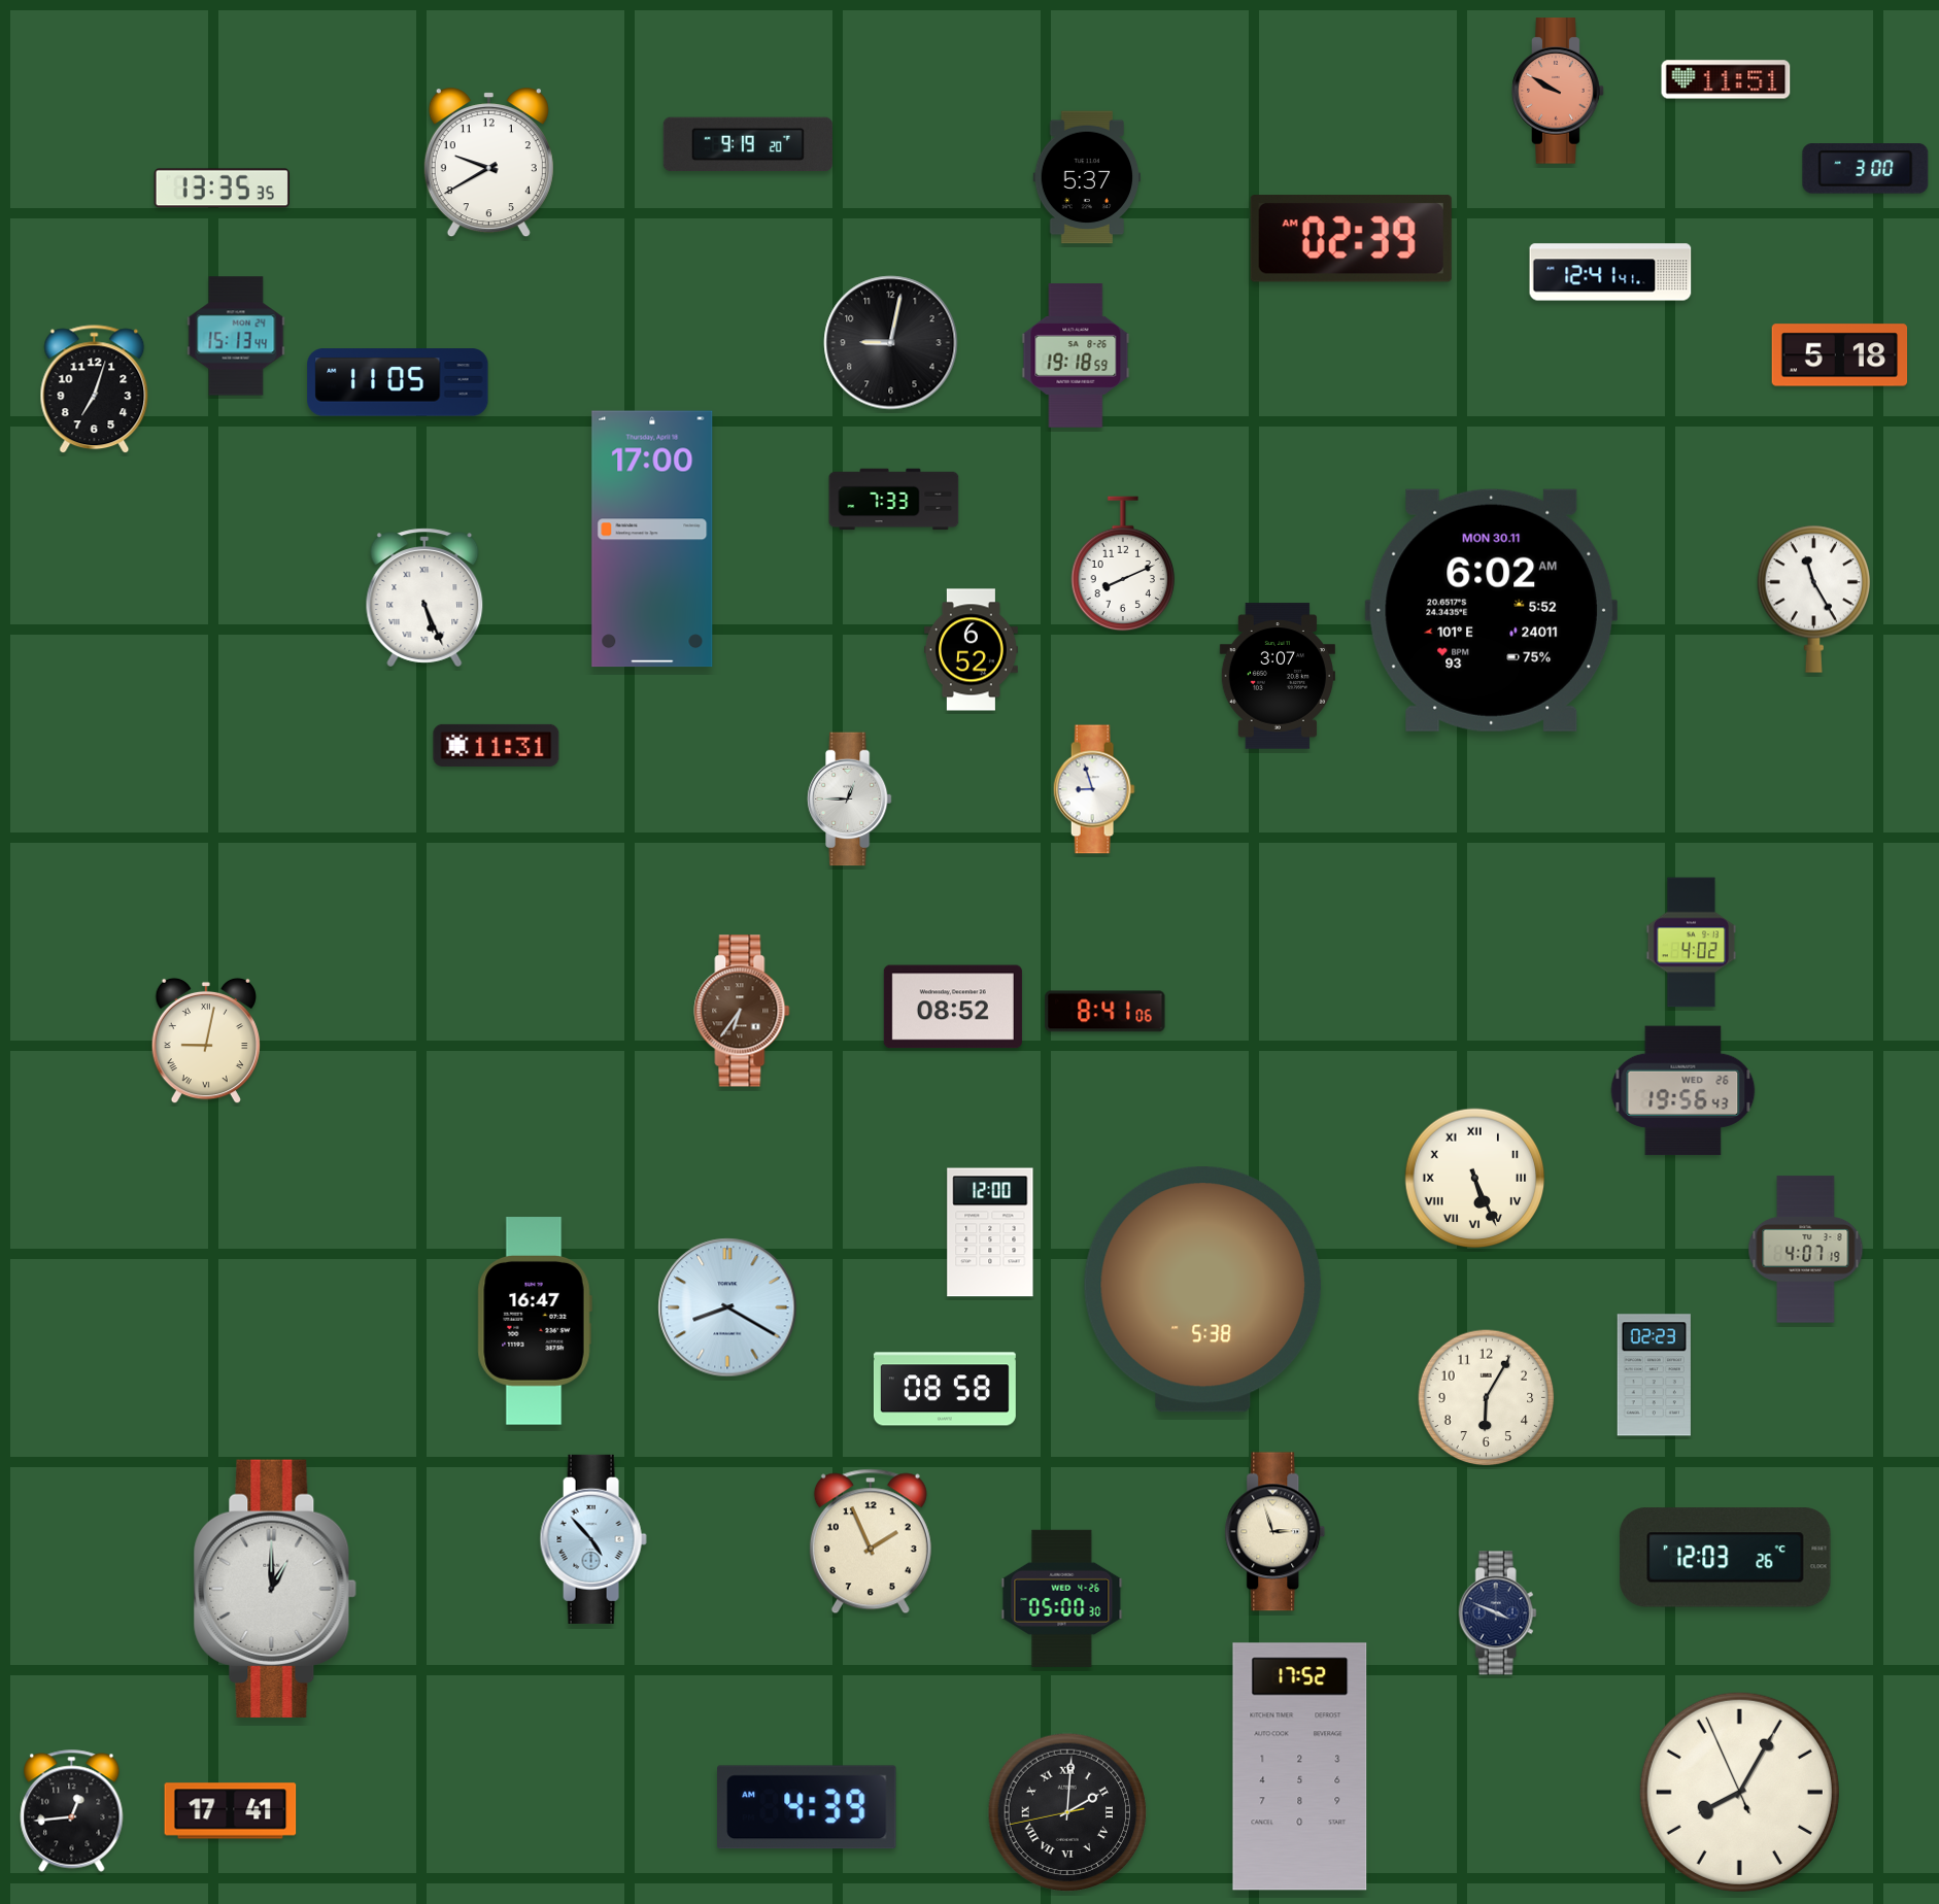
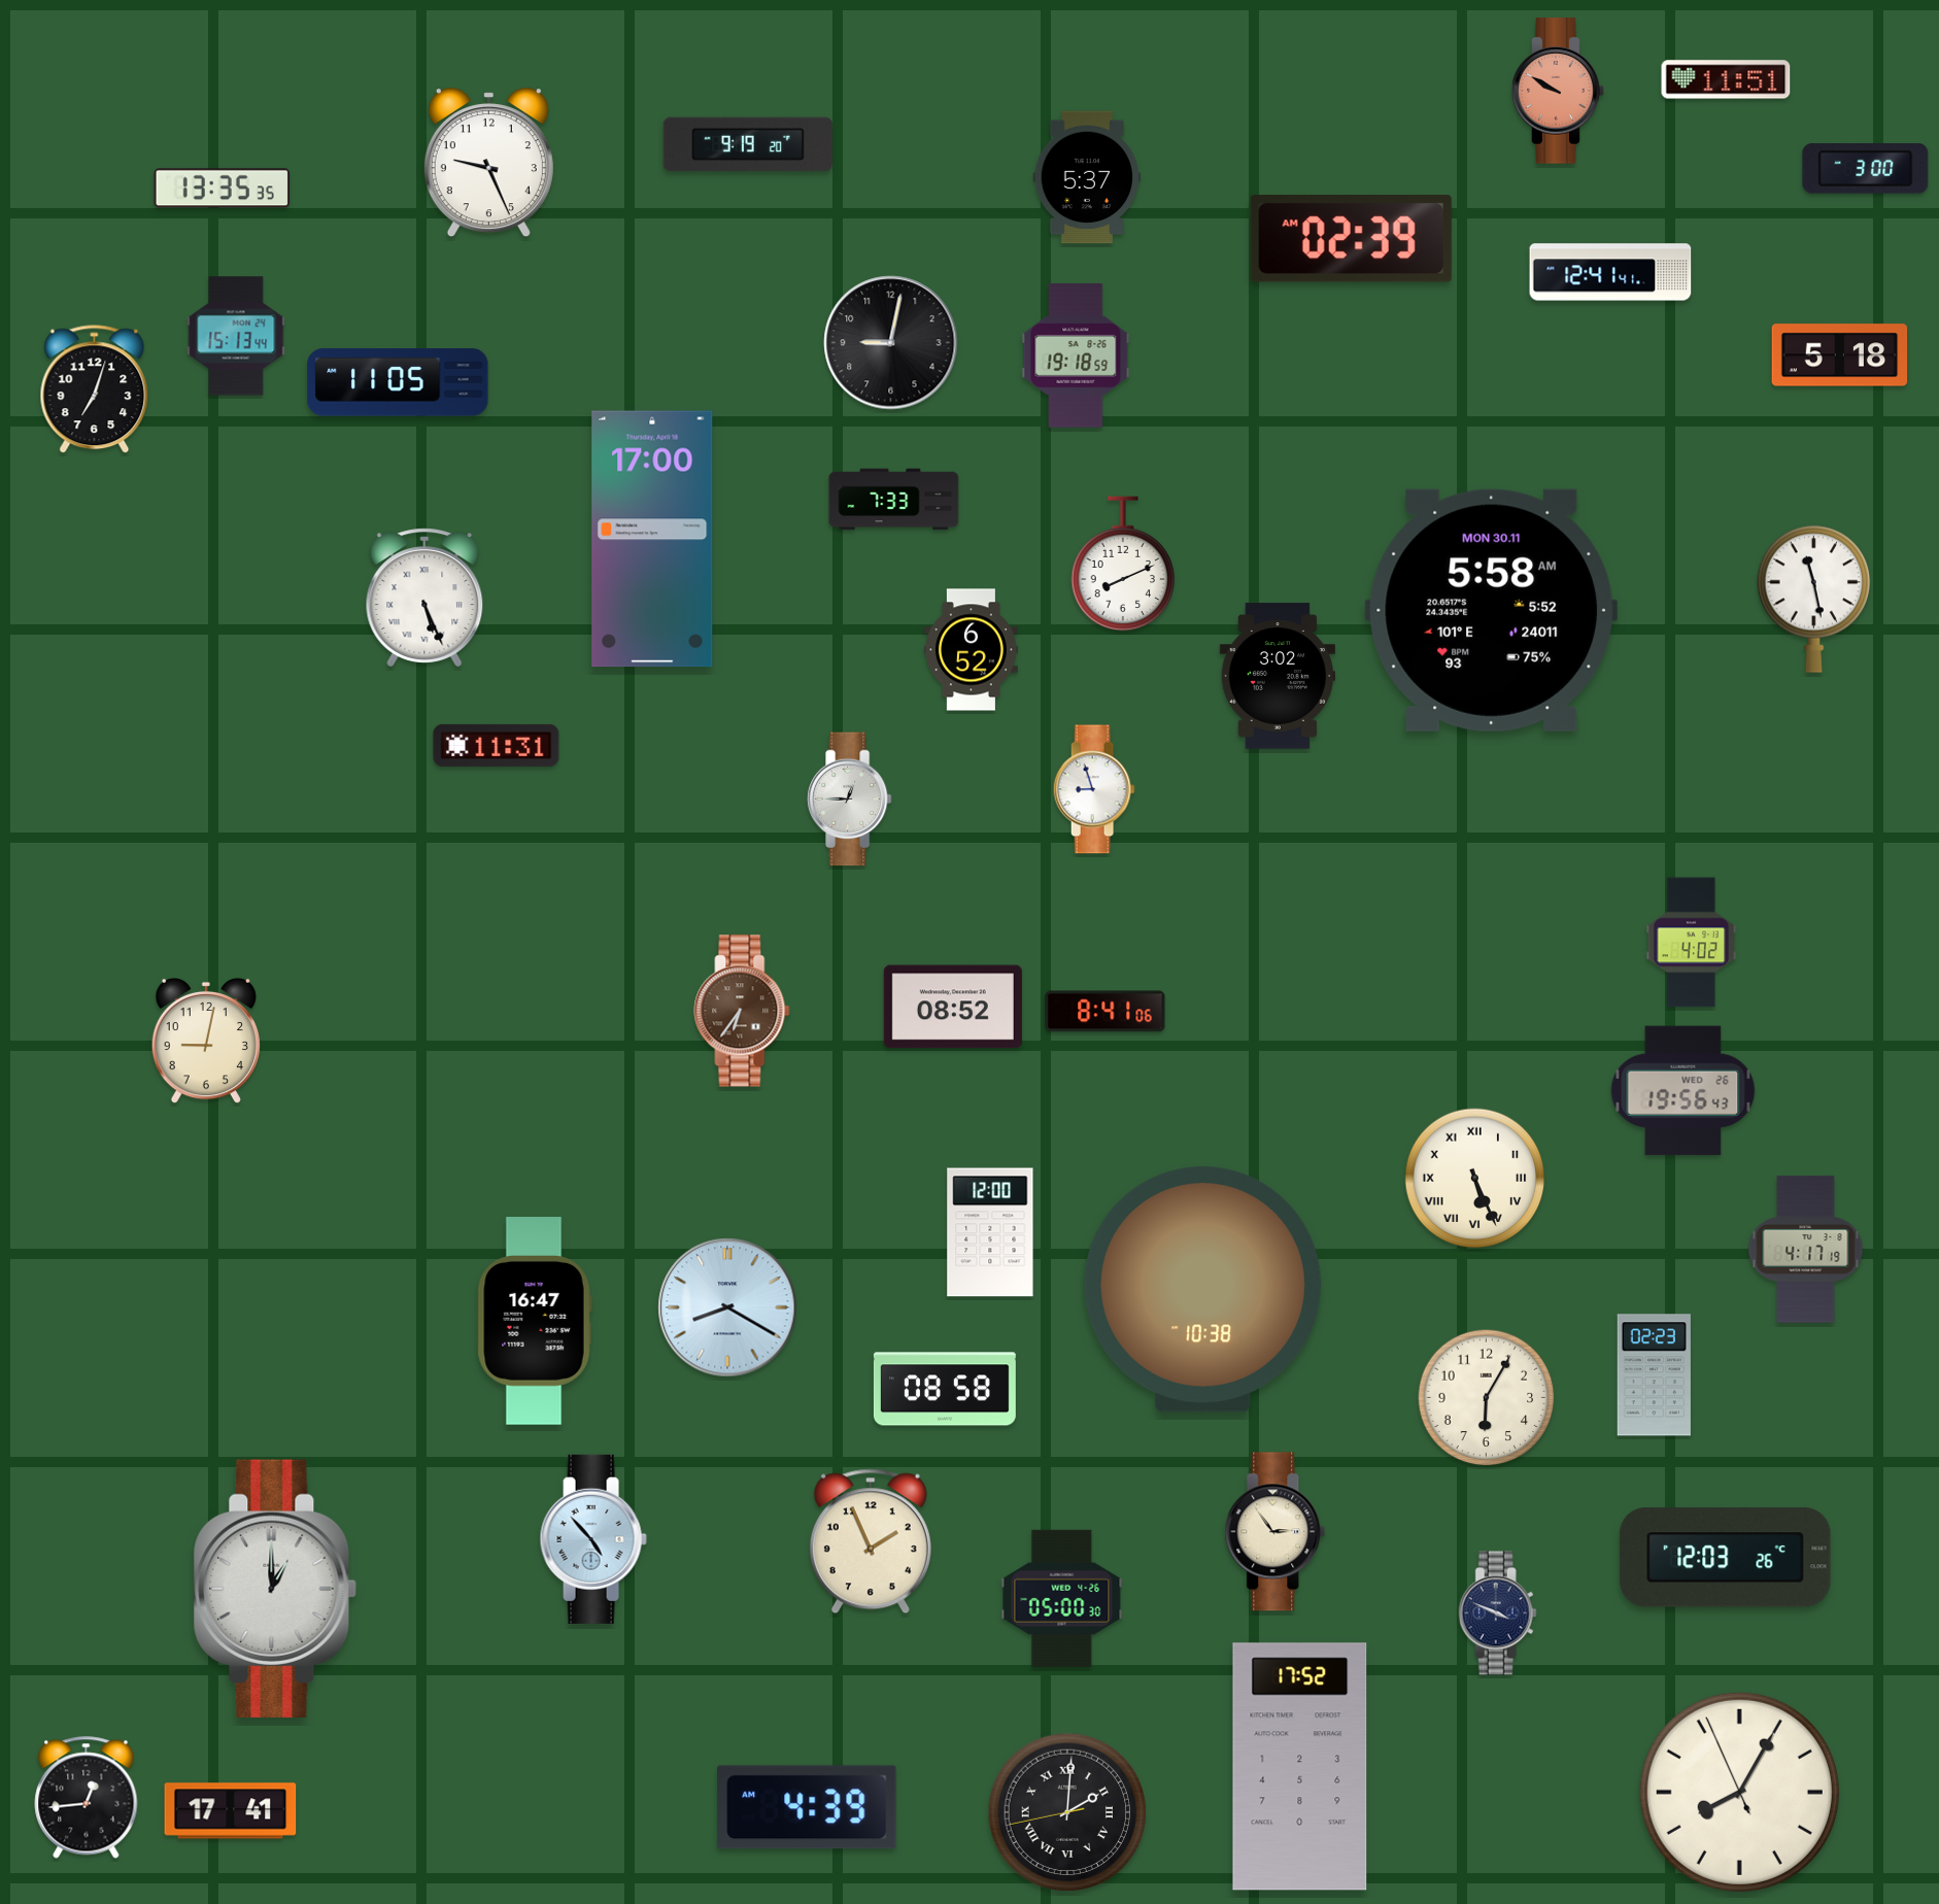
clock at (488, 163): 9:40 -> 9:26
clock at (1813, 599): 11:25 -> 11:28
clock at (1492, 610): 6:02 -> 5:58
clock at (1278, 676): 3:07 -> 3:02
clock at (205, 1041) numerals: Roman -> Arabic
clock at (1806, 1250): 4:07 -> 4:17
clock at (1202, 1290): 5:38 -> 10:38
clock at (1275, 1532): 2:57 -> 2:54
clock at (72, 1811) position: (72, 1811) -> (87, 1798)
